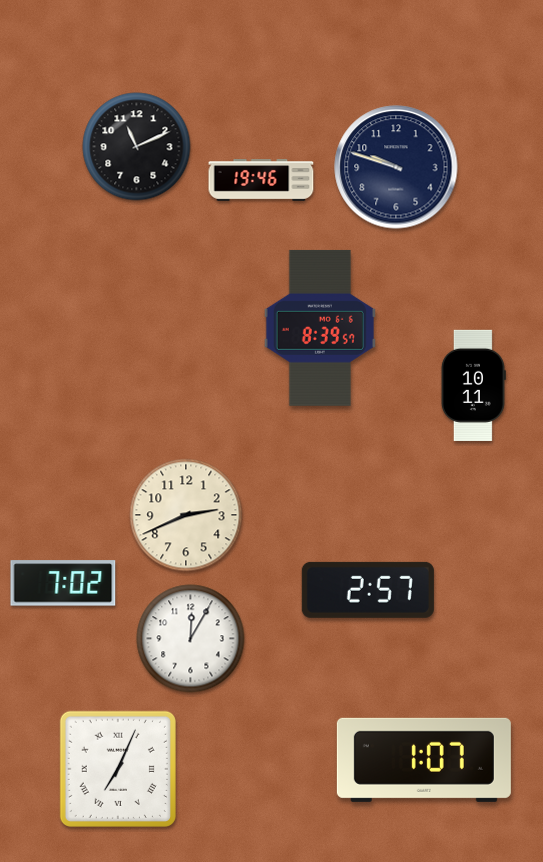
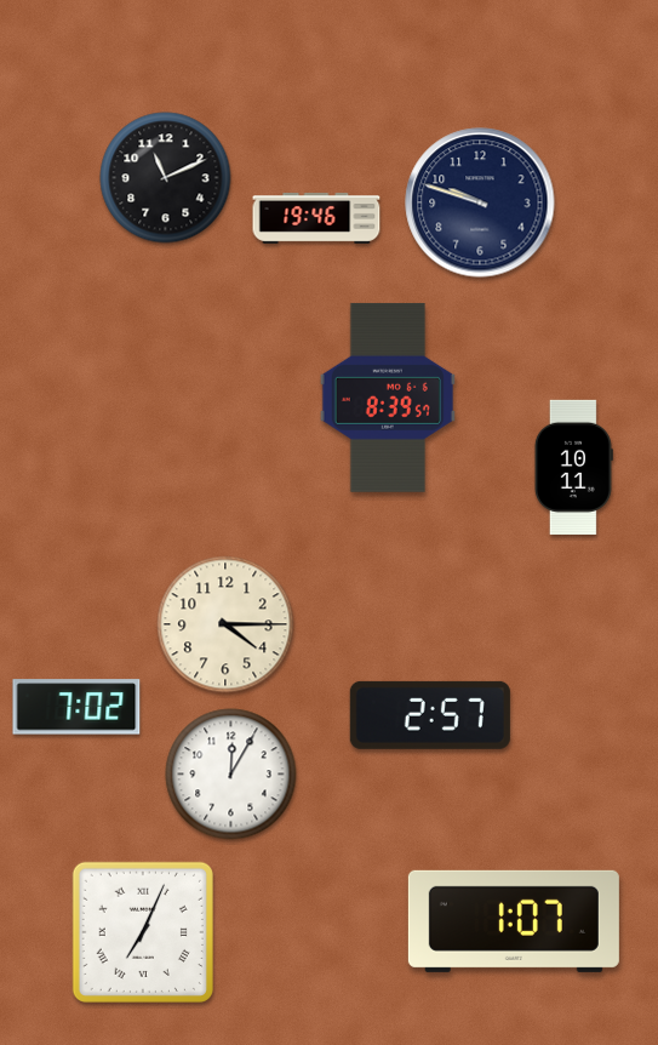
clock at (186, 515): 2:41 -> 4:15
clock at (368, 590) position: (368, 590) -> (430, 715)
